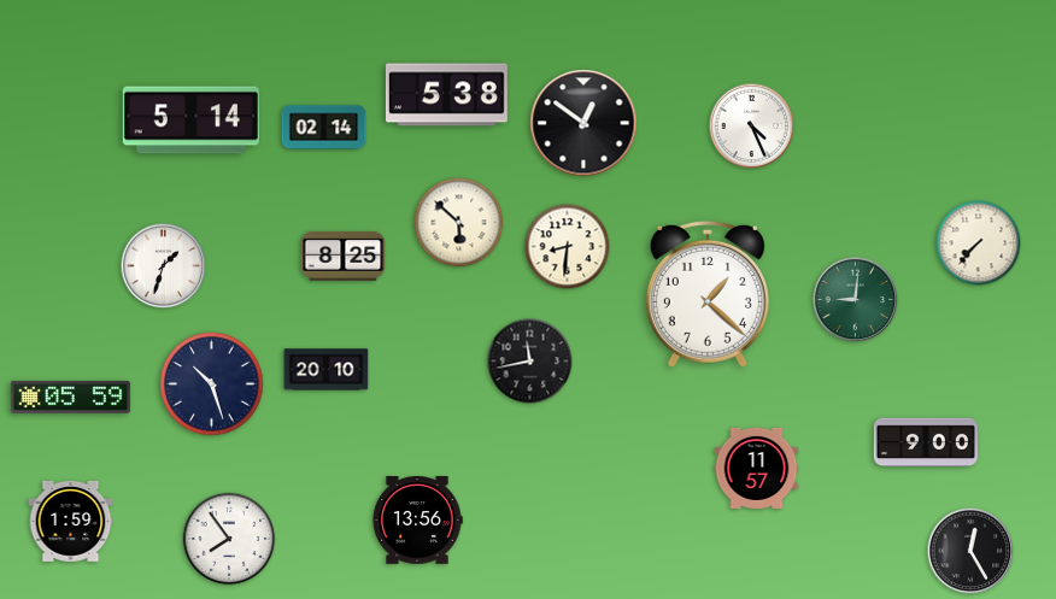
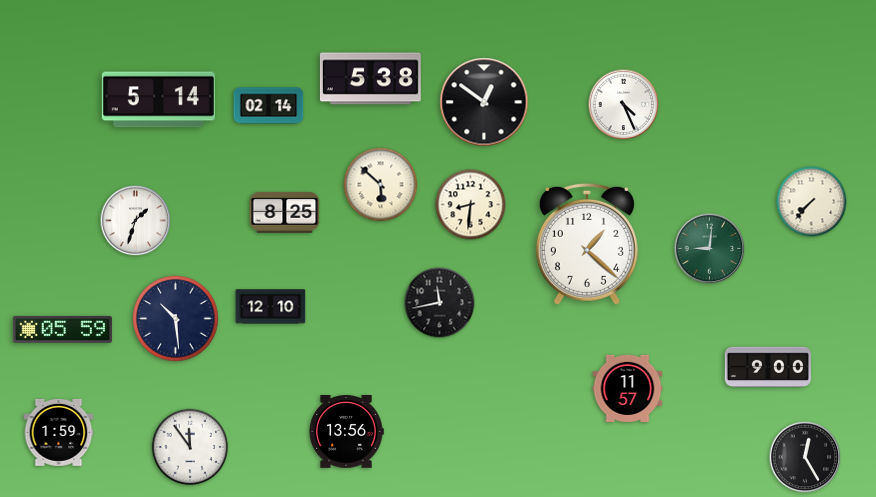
clock at (530, 362) position: (530, 362) -> (440, 303)
clock at (327, 370): 20:10 -> 12:10
clock at (212, 384): 10:27 -> 10:29
clock at (70, 397) position: (70, 397) -> (62, 329)
clock at (229, 539): 7:54 -> 11:54
